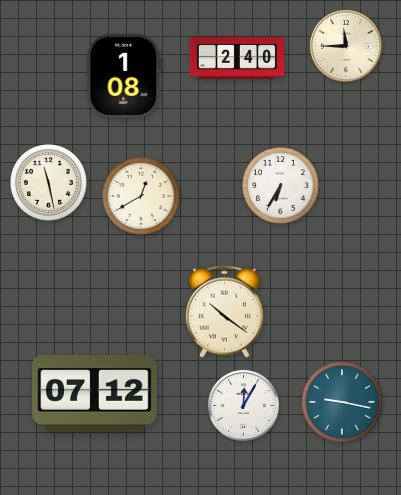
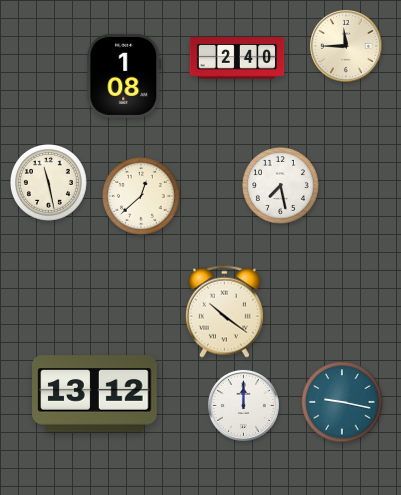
clock at (280, 185): 6:35 -> 7:28
clock at (142, 197): 12:40 -> 12:38
clock at (95, 394): 07:12 -> 13:12
clock at (243, 405): 12:05 -> 12:00
